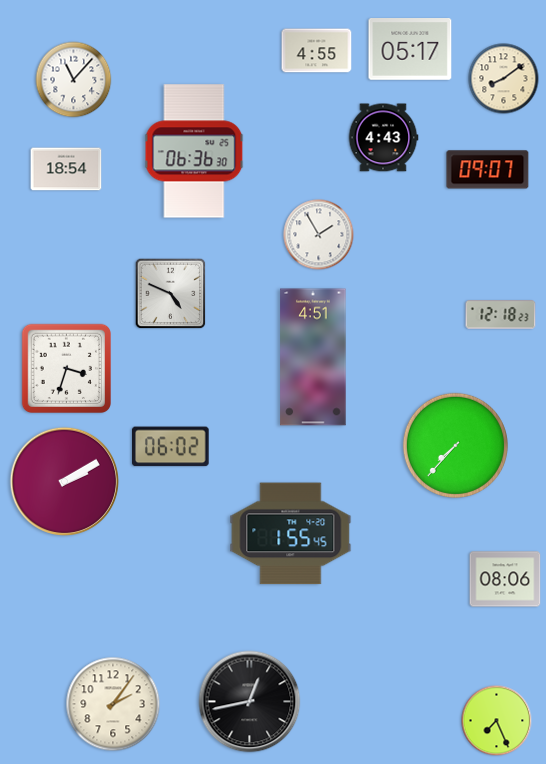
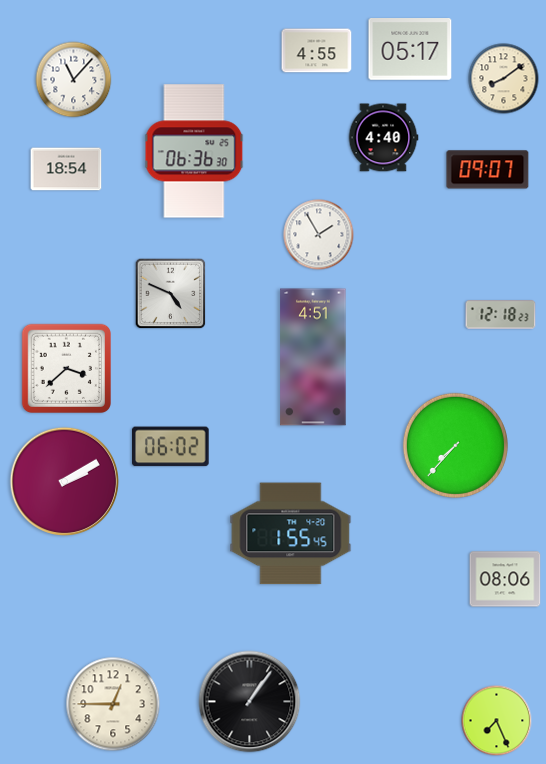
clock at (383, 138): 4:43 -> 4:40
clock at (66, 368): 3:33 -> 3:38
clock at (250, 702): 12:43 -> 1:06
clock at (113, 704): 2:06 -> 12:45
